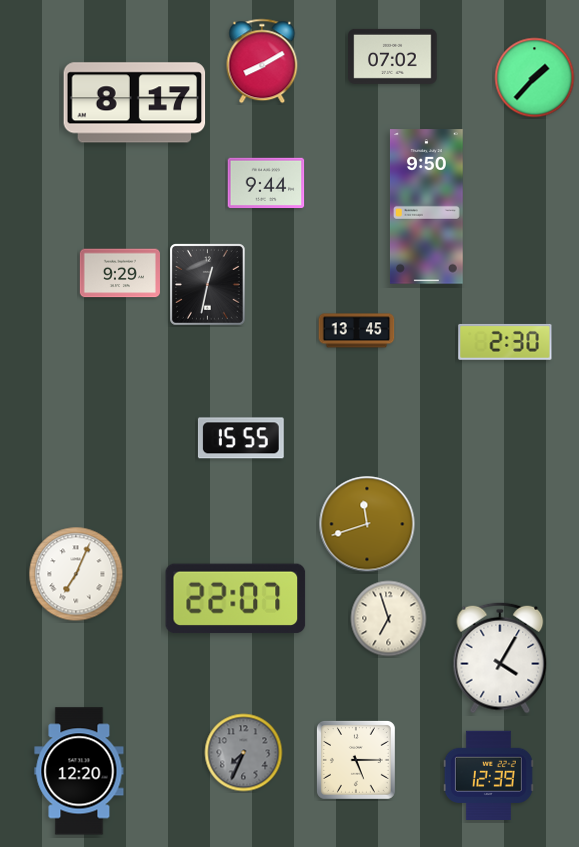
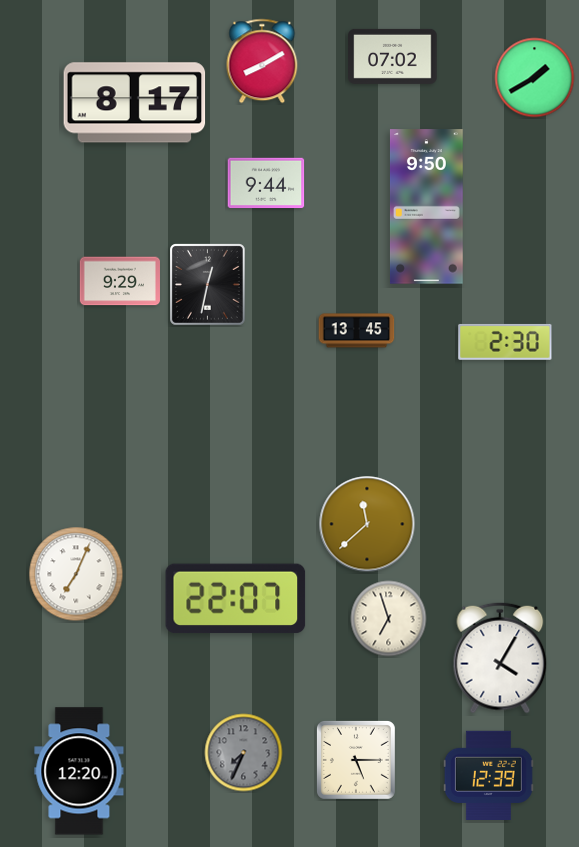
clock at (535, 78): 1:37 -> 1:40
clock at (120, 273) position: (120, 273) -> (120, 281)
clock at (241, 438): 15:55 -> none
clock at (367, 524): 11:42 -> 11:38
